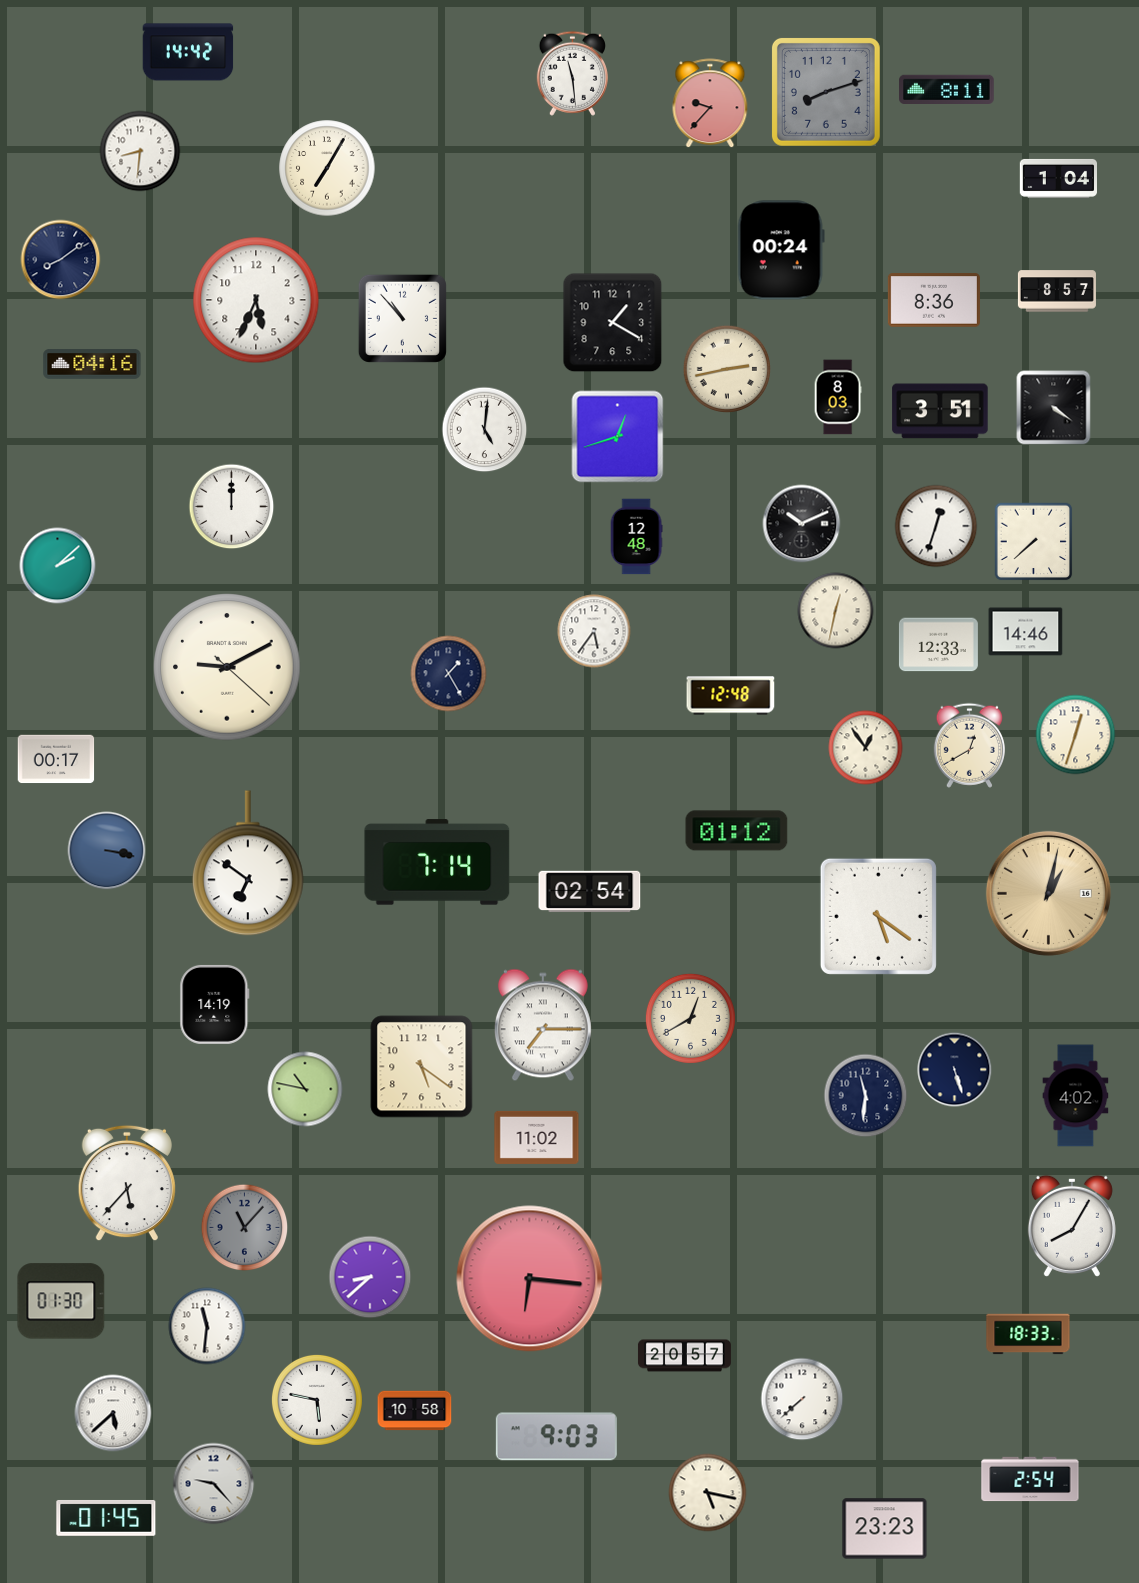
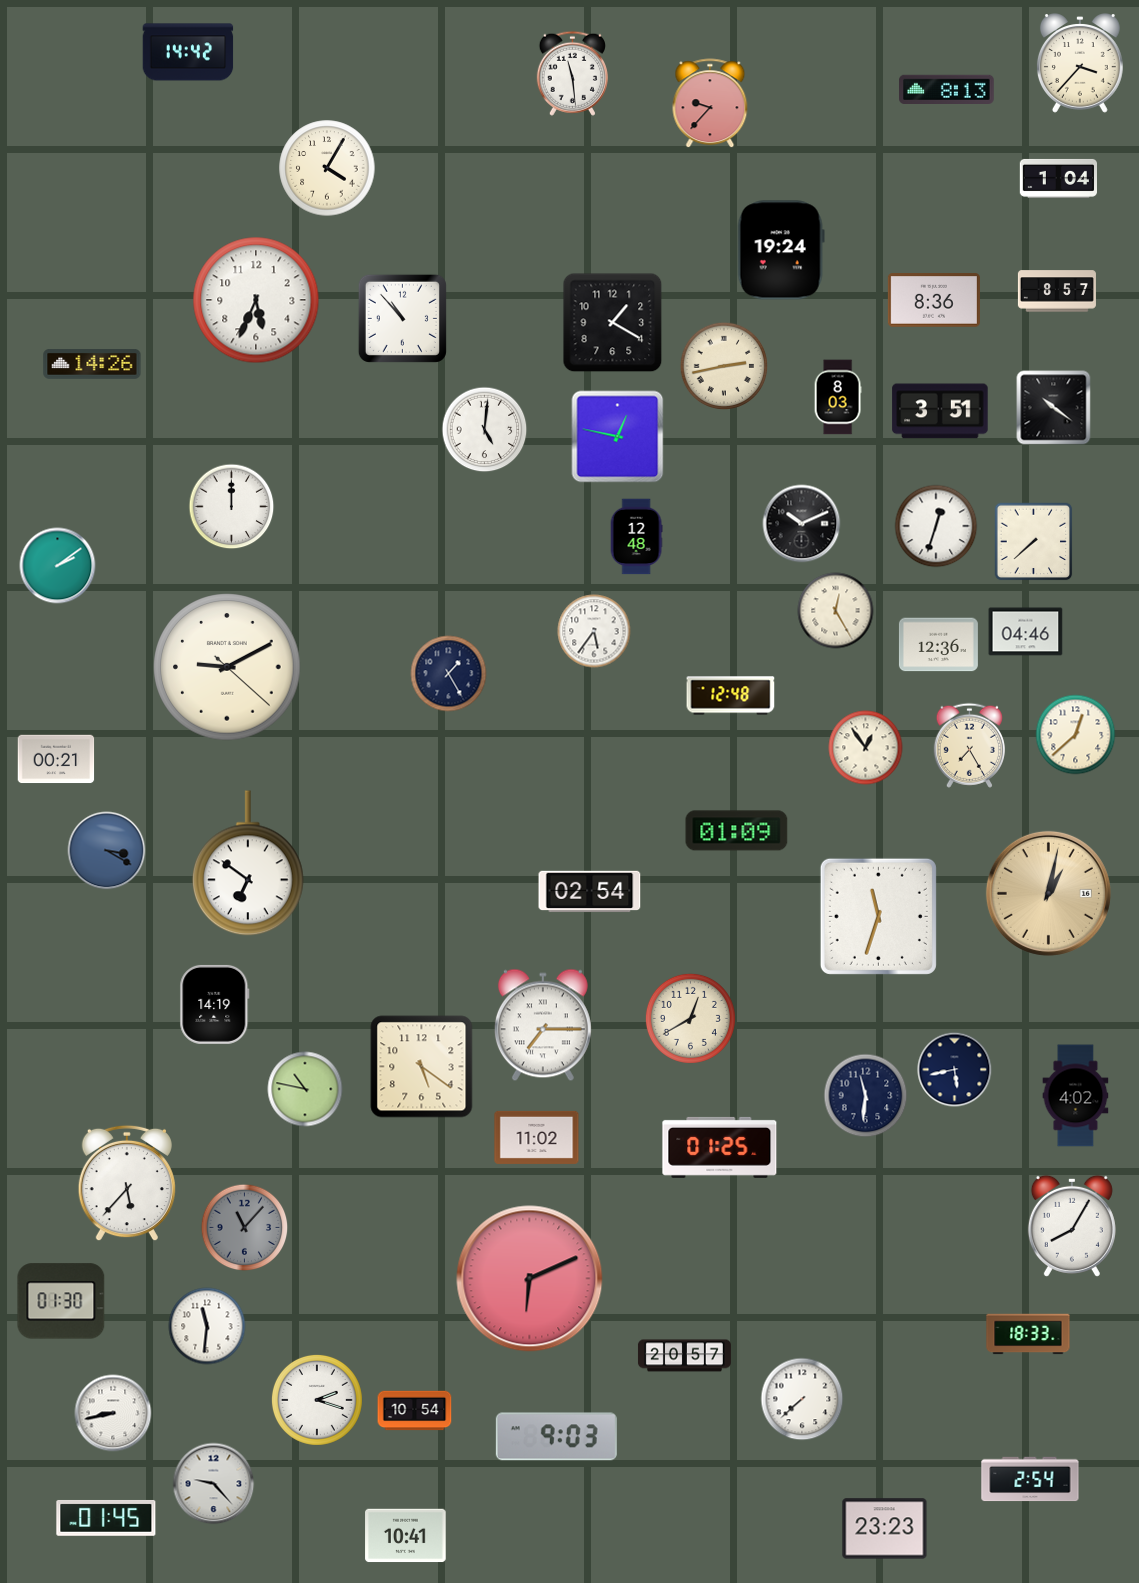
clock at (1080, 63): none -> 3:37
clock at (947, 89): 8:11 -> 8:13
clock at (826, 92): 8:12 -> none
clock at (140, 151): 8:31 -> none
clock at (327, 168): 7:05 -> 4:05
clock at (781, 250): 00:24 -> 19:24
clock at (61, 260): 8:09 -> none
clock at (92, 365): 04:16 -> 14:26
clock at (727, 369) position: (727, 369) -> (724, 366)
clock at (1054, 408): 4:21 -> 10:21
clock at (618, 437): 12:42 -> 12:47
clock at (58, 566): 2:08 -> 2:09
clock at (836, 611): 12:32 -> 12:25
clock at (1026, 632): 14:46 -> 04:46
clock at (938, 645): 12:33 -> 12:36
clock at (1076, 735): 12:33 -> 12:38
clock at (969, 745): 12:40 -> 7:25
clock at (56, 759): 00:17 -> 00:21
clock at (737, 831): 01:12 -> 01:09
clock at (107, 851): 3:17 -> 3:20
clock at (437, 862): 7:14 -> none
clock at (878, 916): 5:21 -> 11:33
clock at (955, 1070): 5:27 -> 5:43
clock at (720, 1147): none -> 01:25
clock at (370, 1277): 8:38 -> none
clock at (530, 1279): 6:16 -> 6:11
clock at (317, 1400): 5:47 -> 2:18
clock at (415, 1411): 10:58 -> 10:54
clock at (113, 1413): 5:38 -> 8:43
clock at (708, 1493): 5:17 -> none
clock at (406, 1536): none -> 10:41
